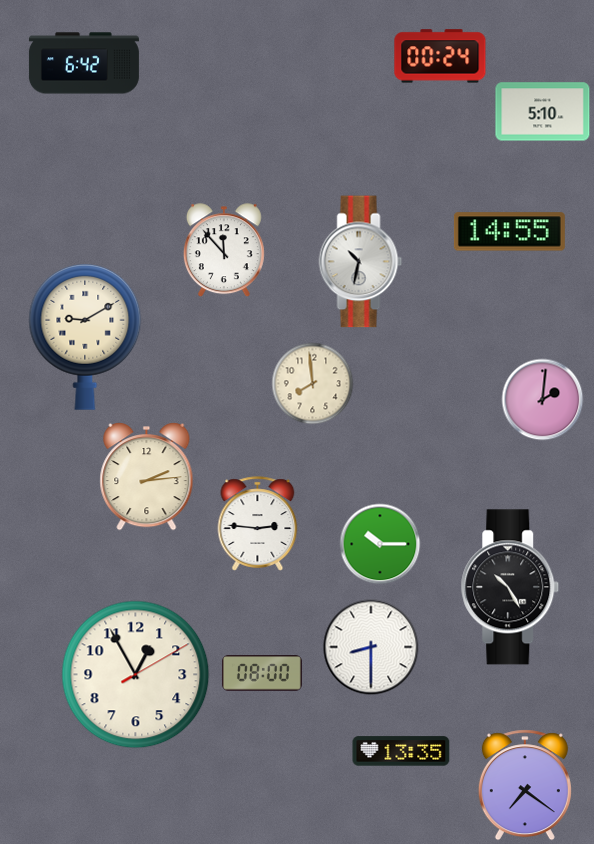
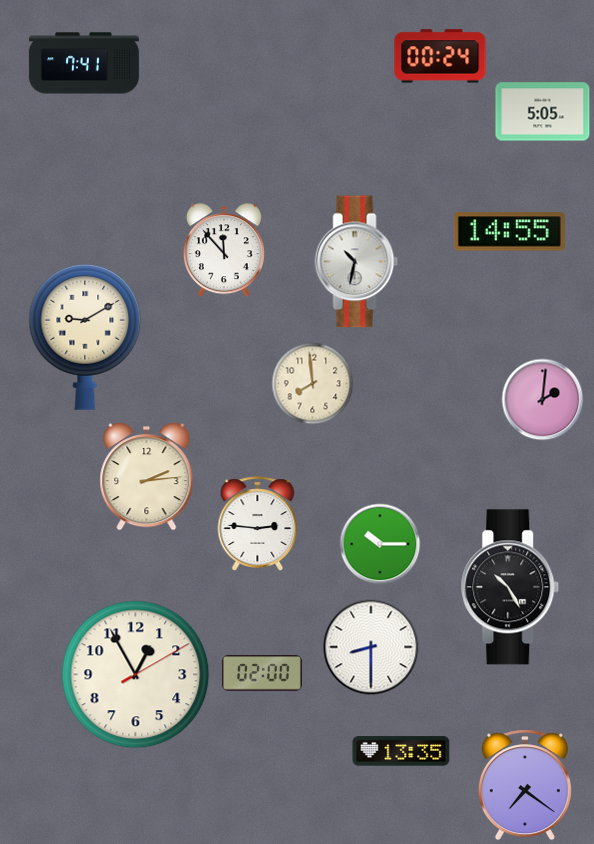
clock at (84, 63): 6:42 -> 7:41
clock at (543, 112): 5:10 -> 5:05
clock at (361, 262) position: (361, 262) -> (357, 262)
clock at (262, 673): 08:00 -> 02:00
